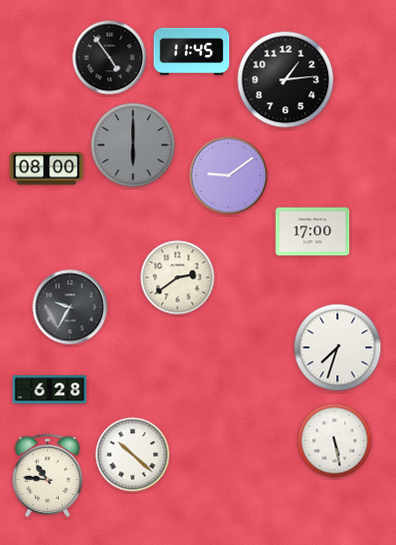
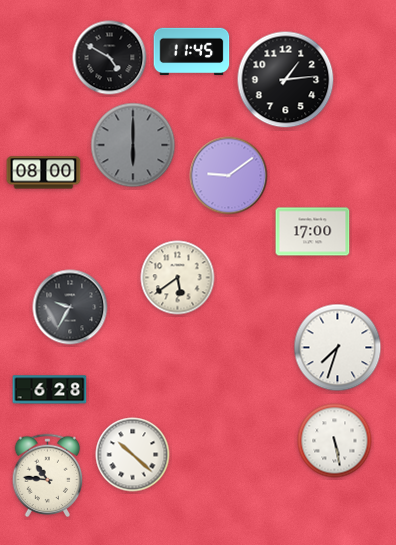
clock at (110, 58): 4:54 -> 4:50
clock at (47, 169) position: (47, 169) -> (44, 173)
clock at (178, 278): 2:39 -> 5:39
